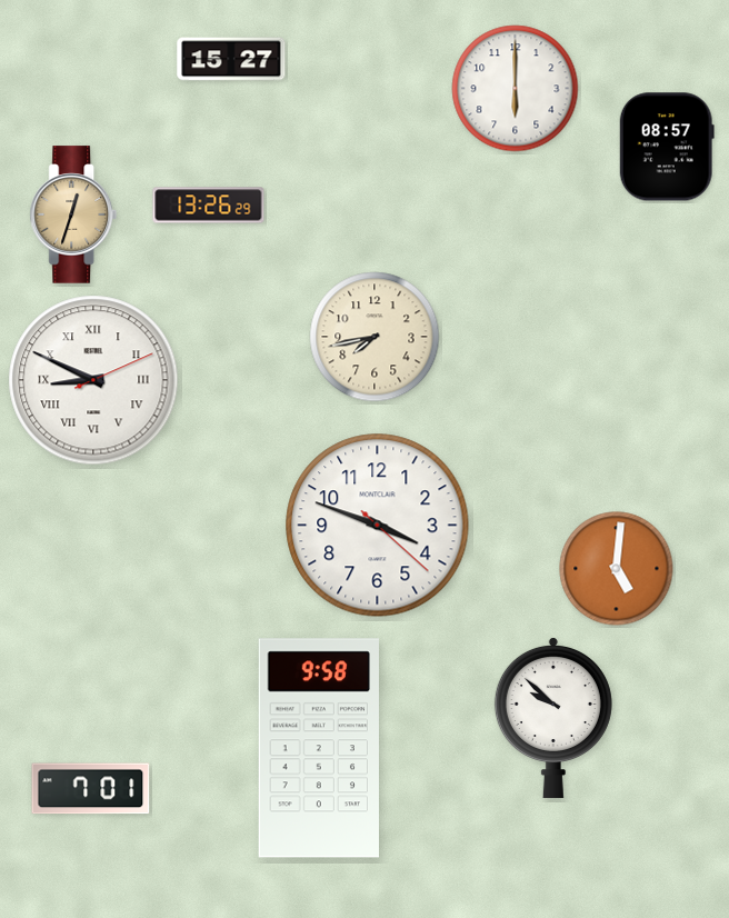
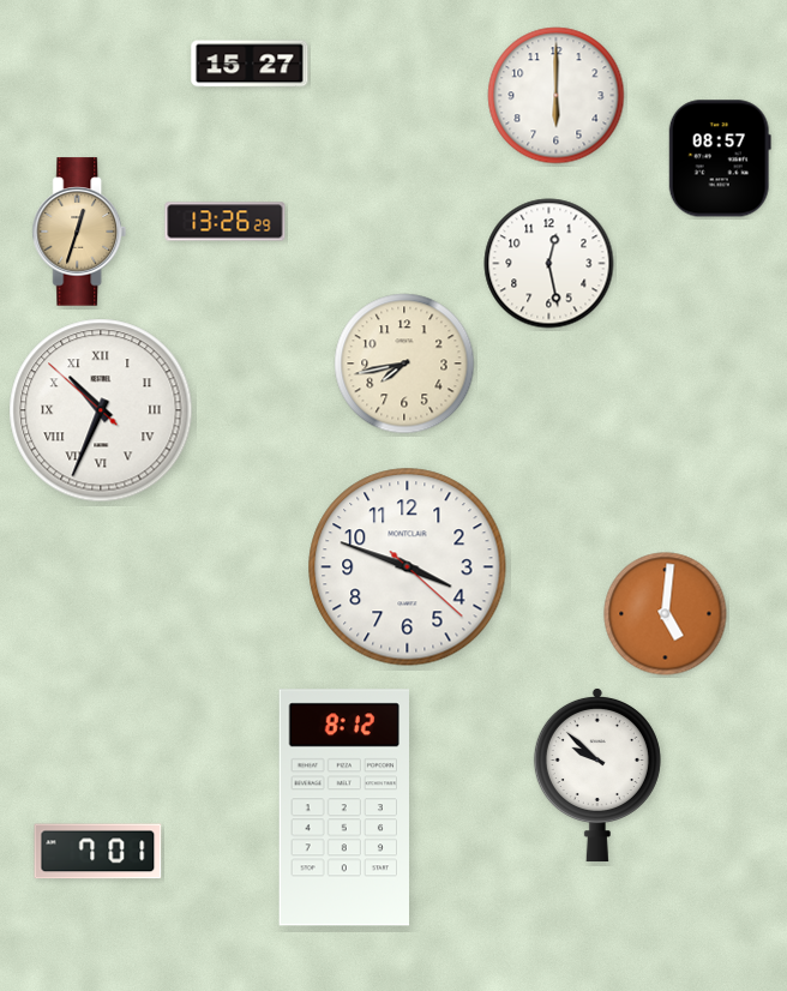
clock at (549, 264): none -> 12:28
clock at (93, 380): 8:49 -> 10:33
clock at (318, 748): 9:58 -> 8:12
